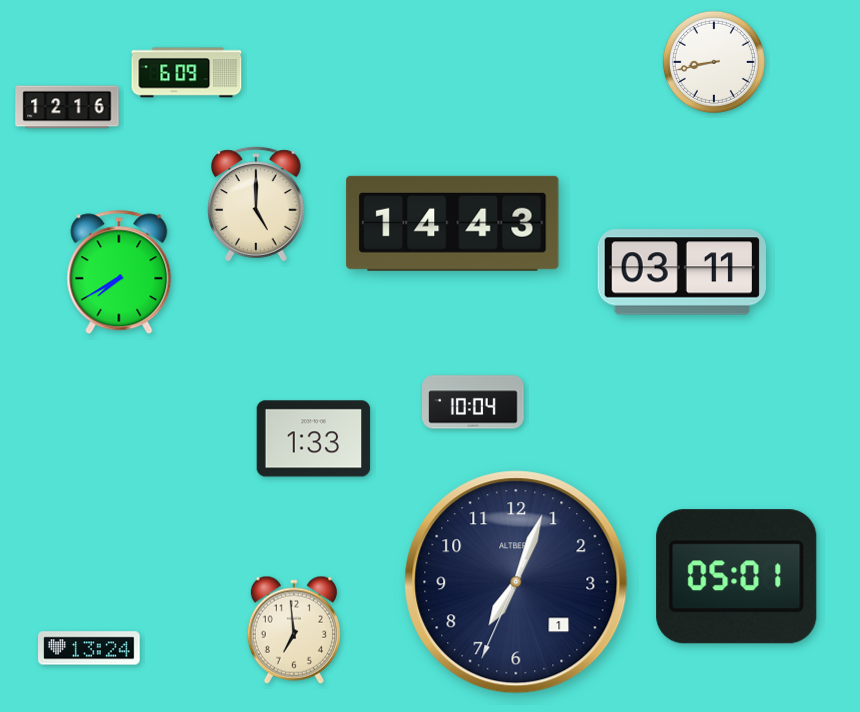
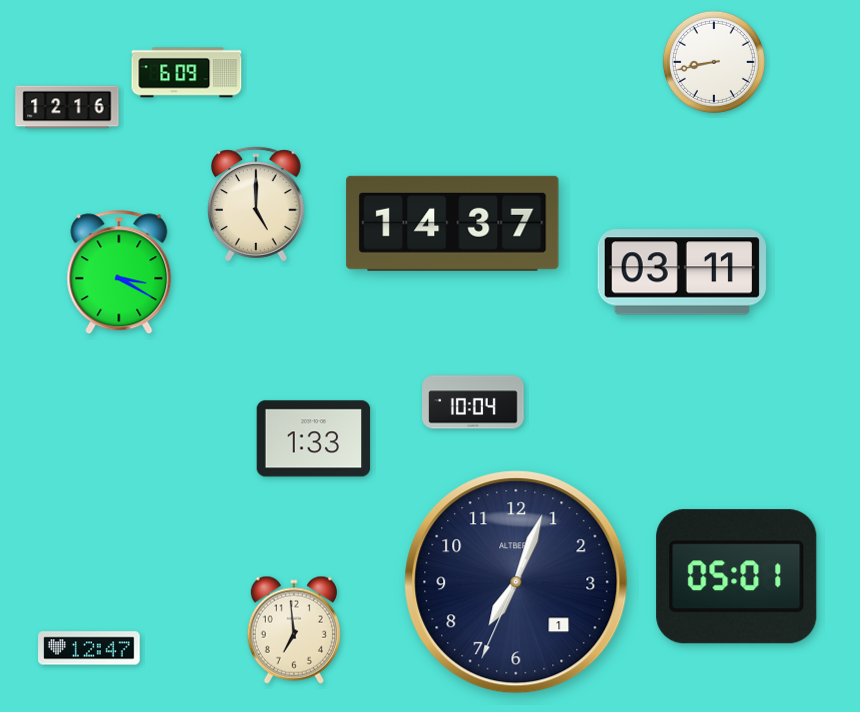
clock at (453, 223): 14:43 -> 14:37
clock at (119, 272): 7:40 -> 3:20
clock at (89, 648): 13:24 -> 12:47
